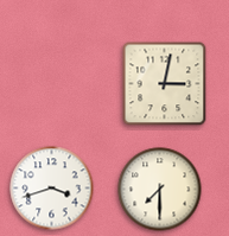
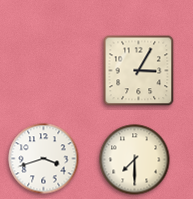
clock at (165, 84): 3:02 -> 3:05
